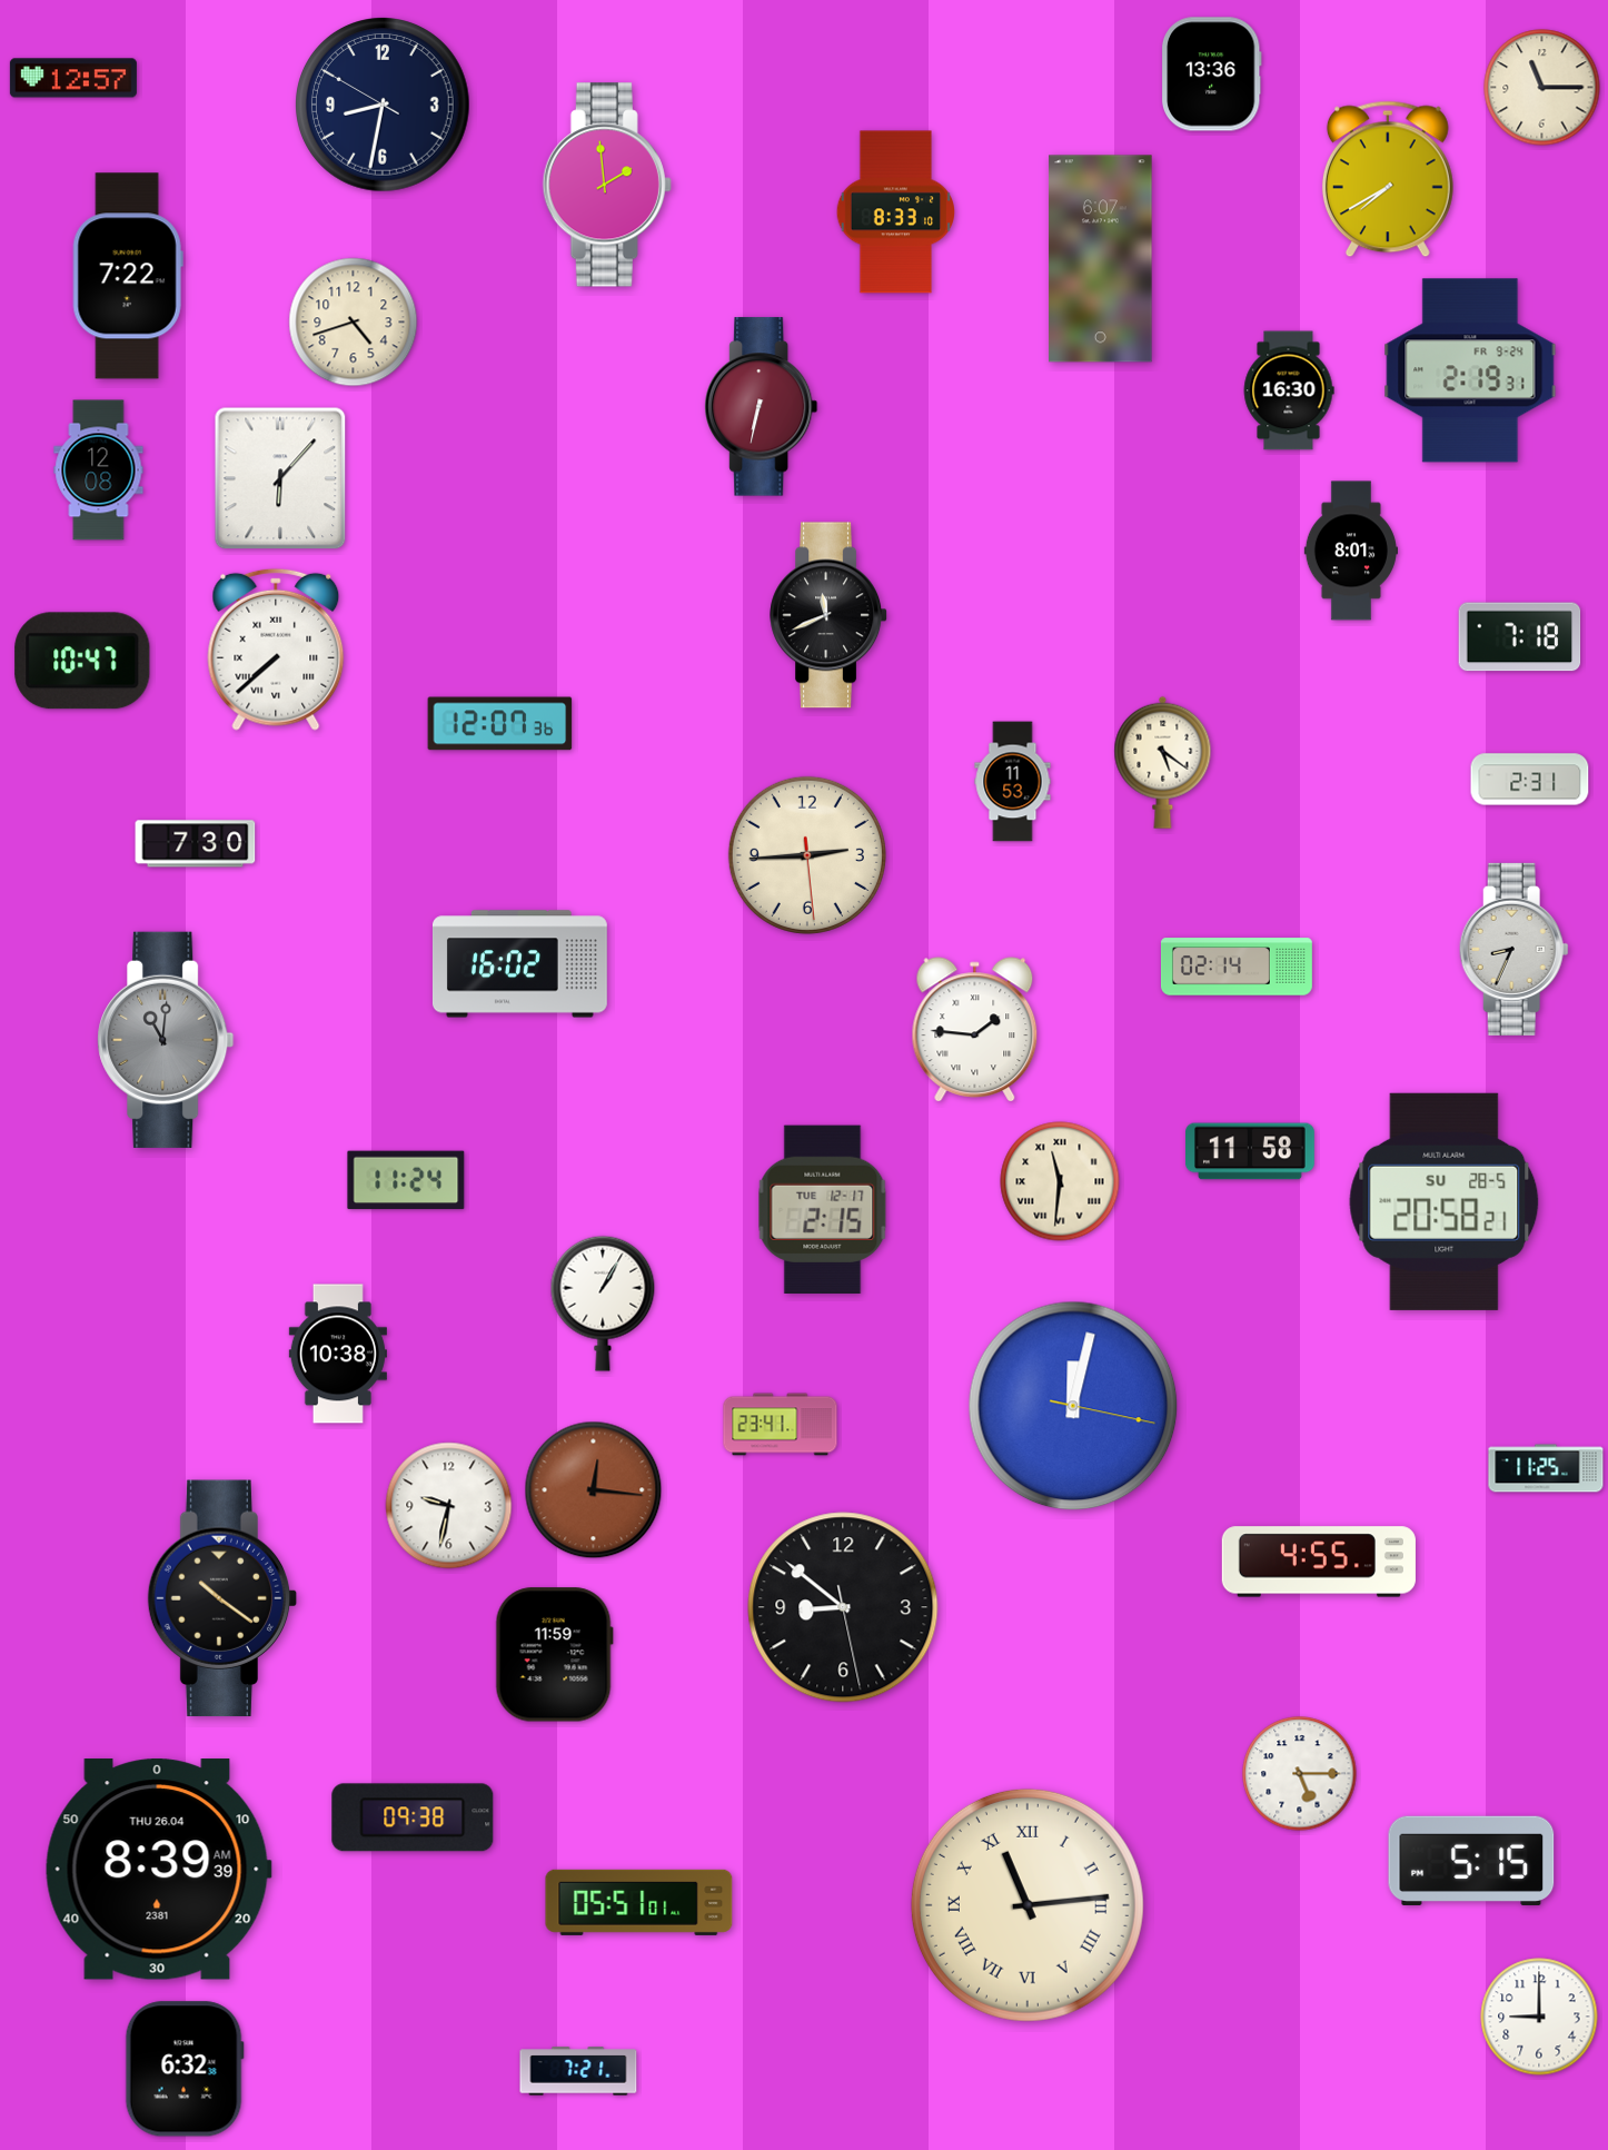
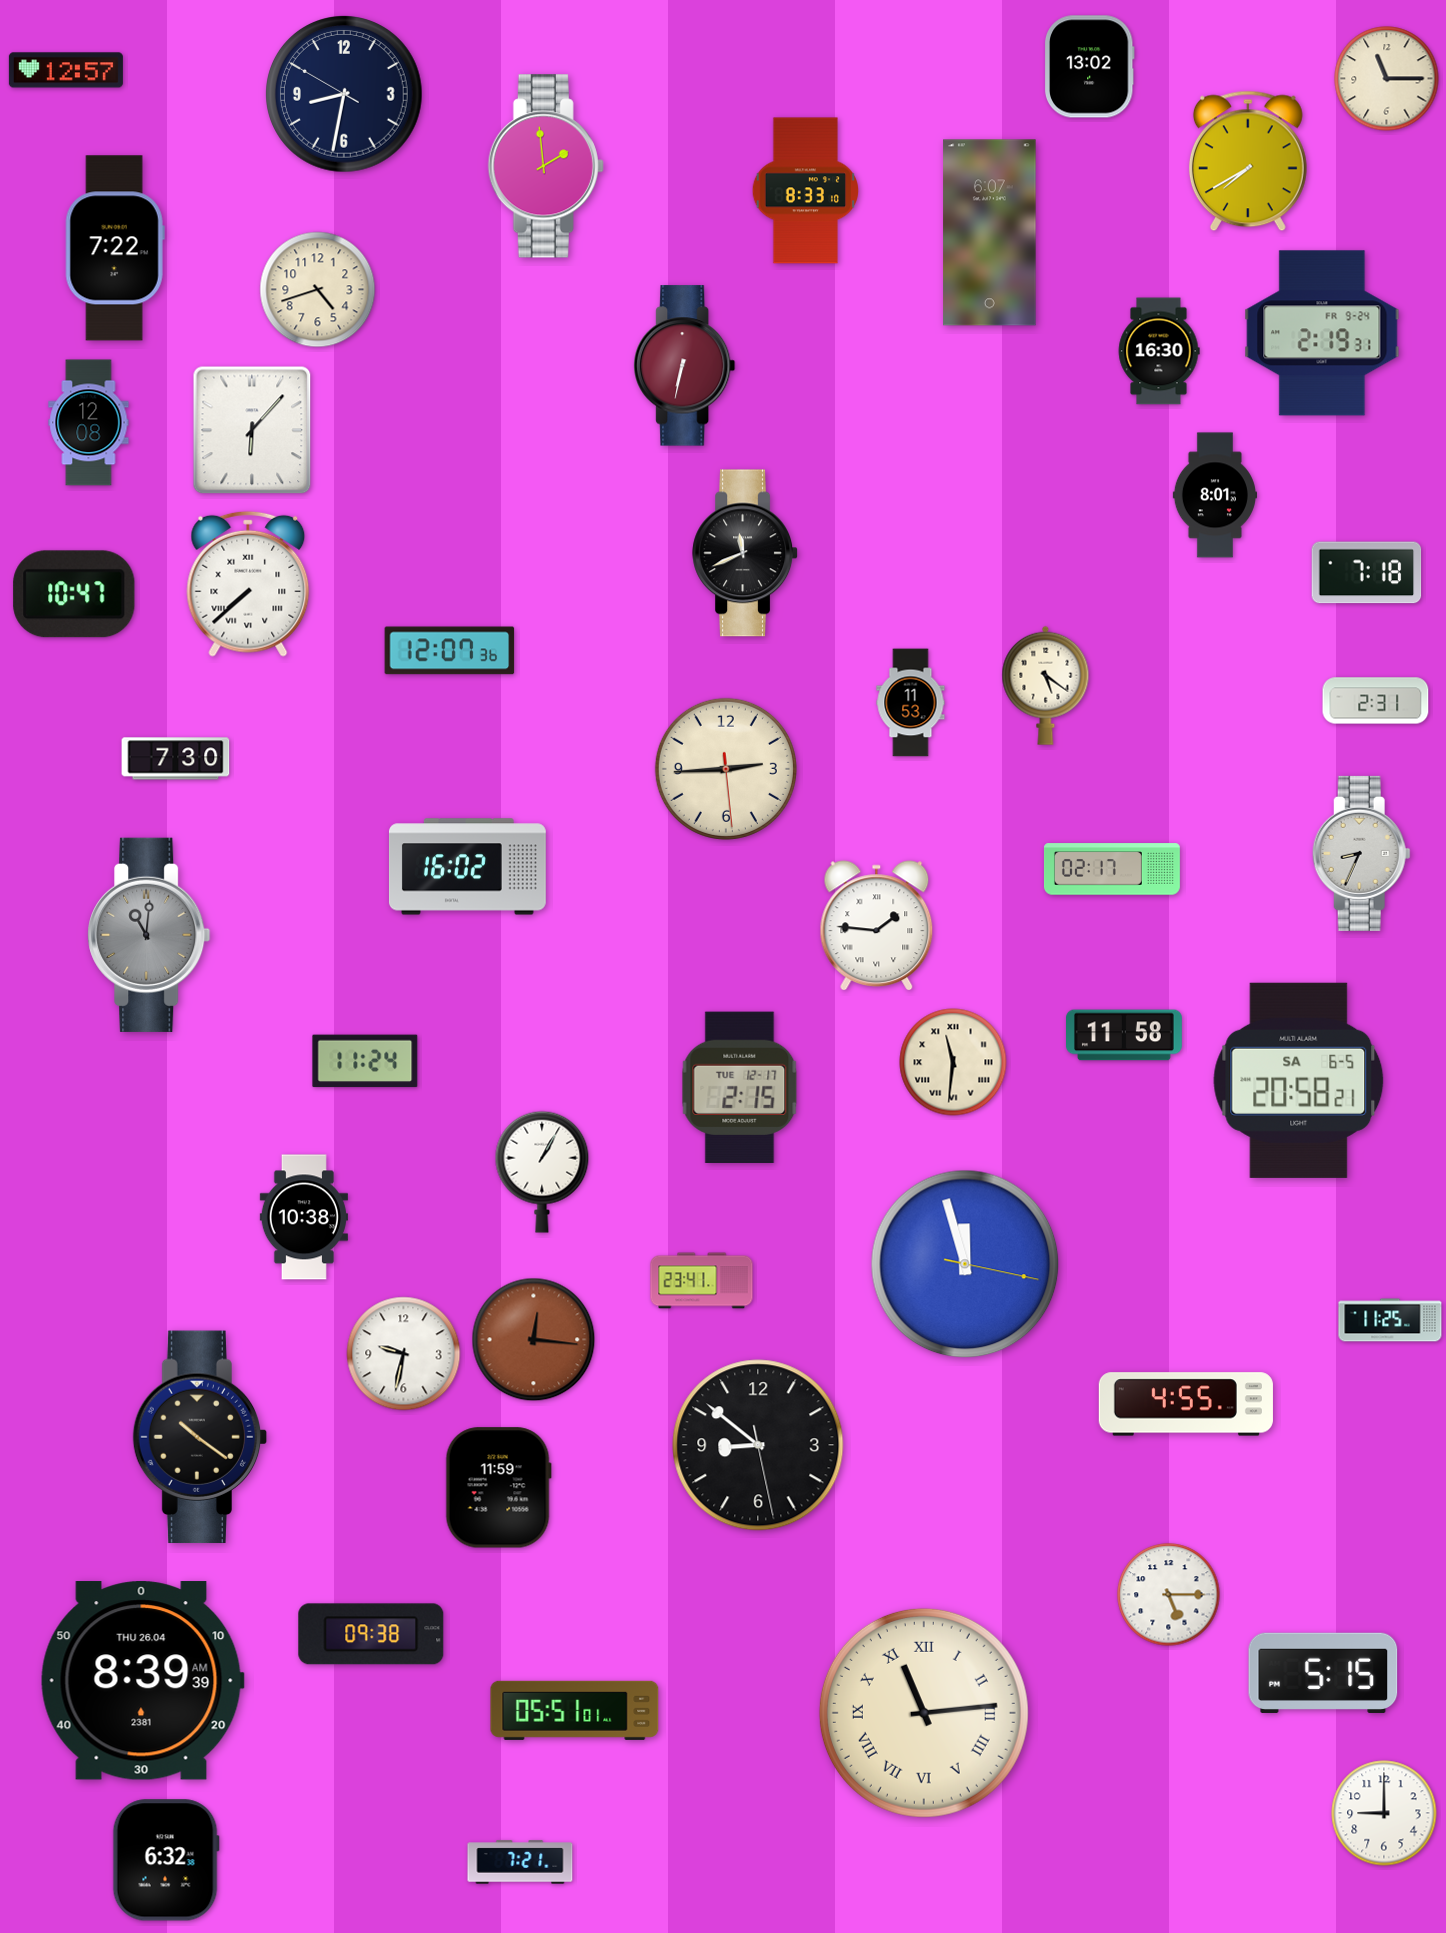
clock at (1211, 75): 13:36 -> 13:02
clock at (1237, 967): 02:14 -> 02:17
clock at (1445, 1201) date: SU 28-5 -> SA 6-5
clock at (1073, 1406): 12:02 -> 11:57
